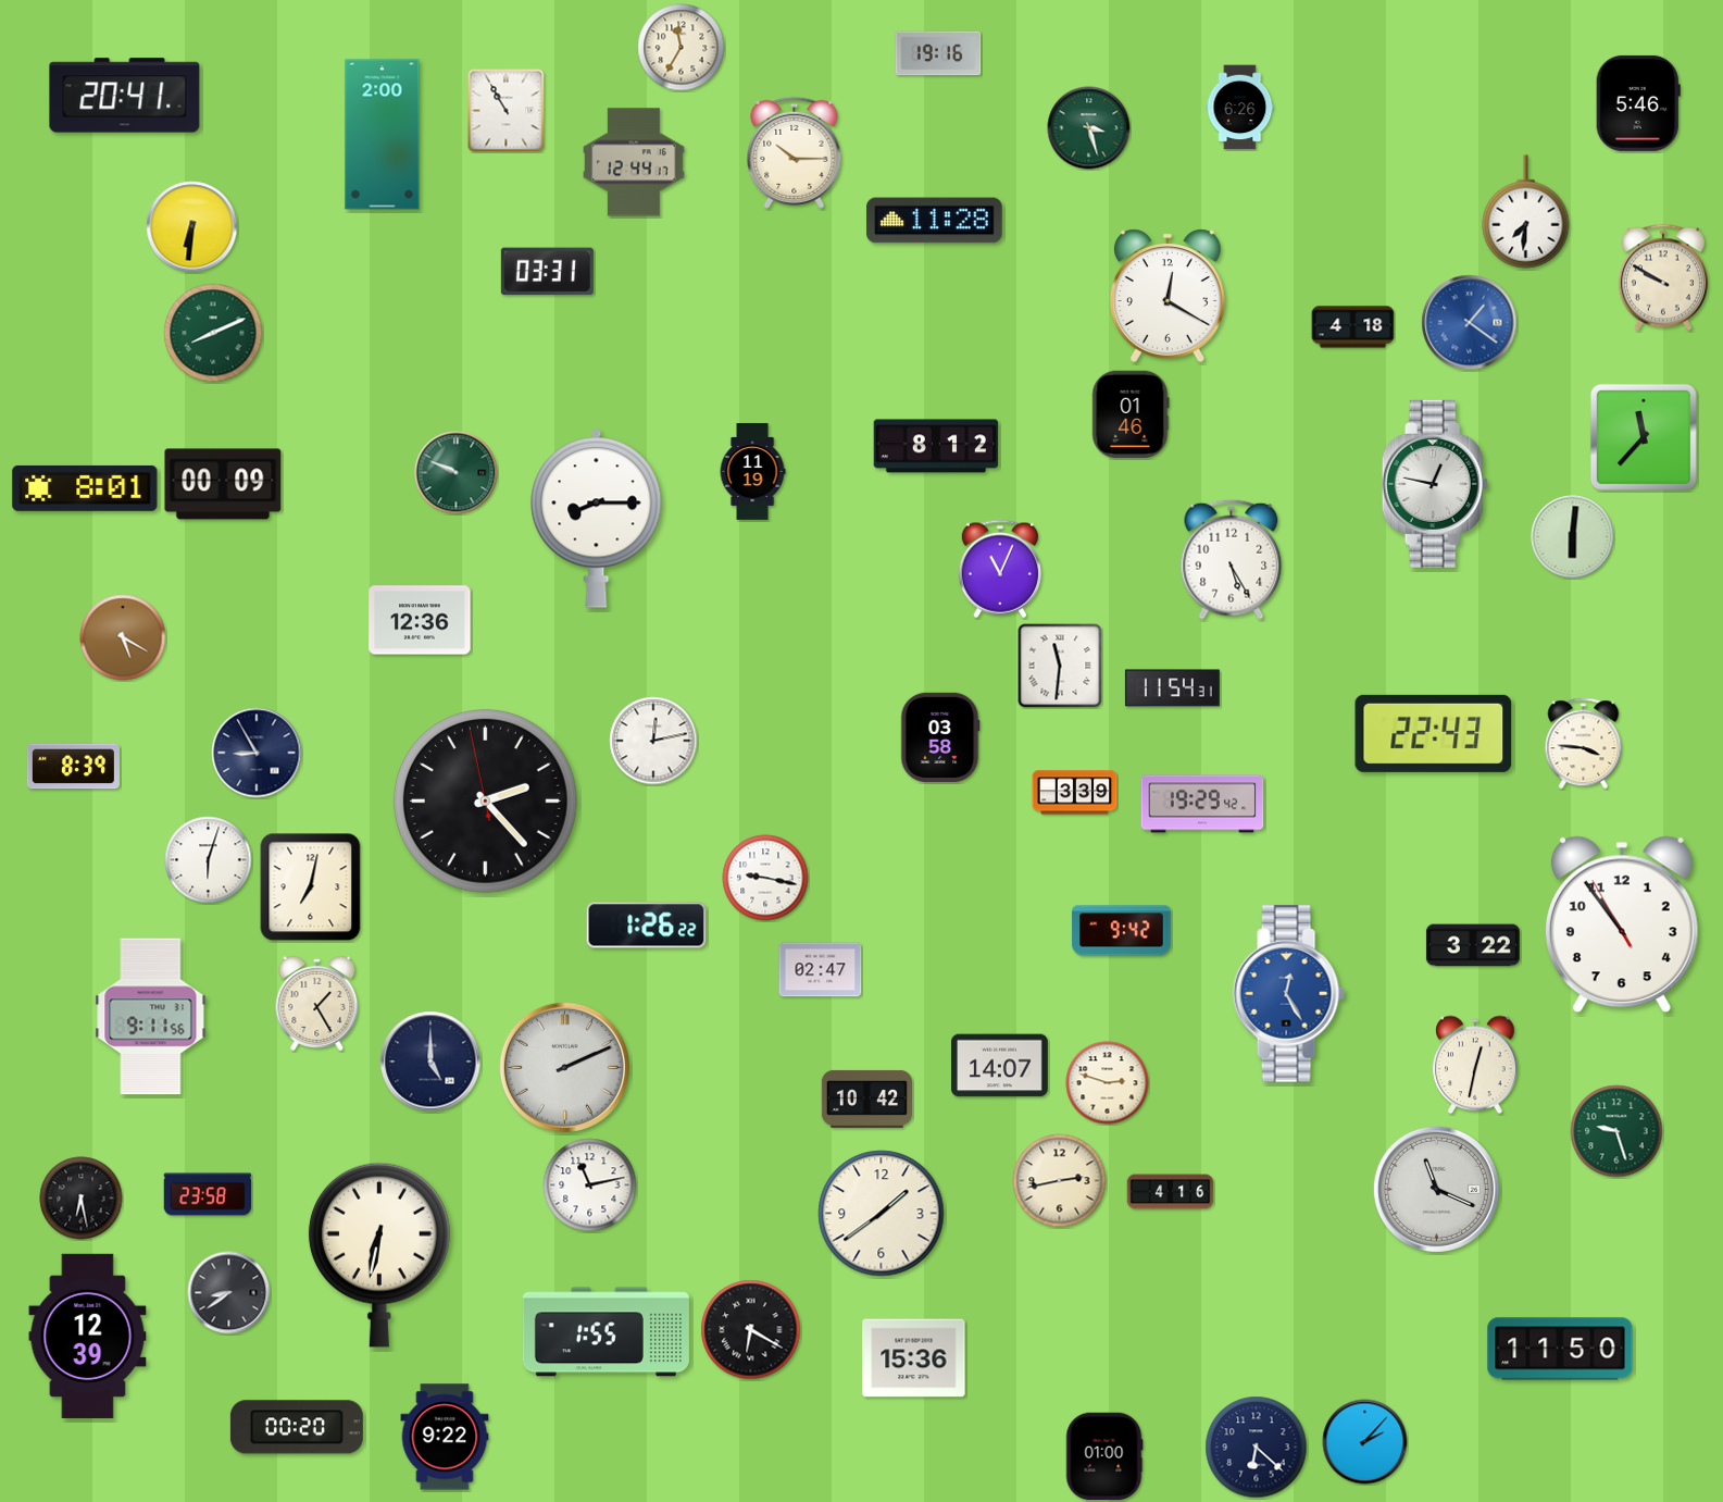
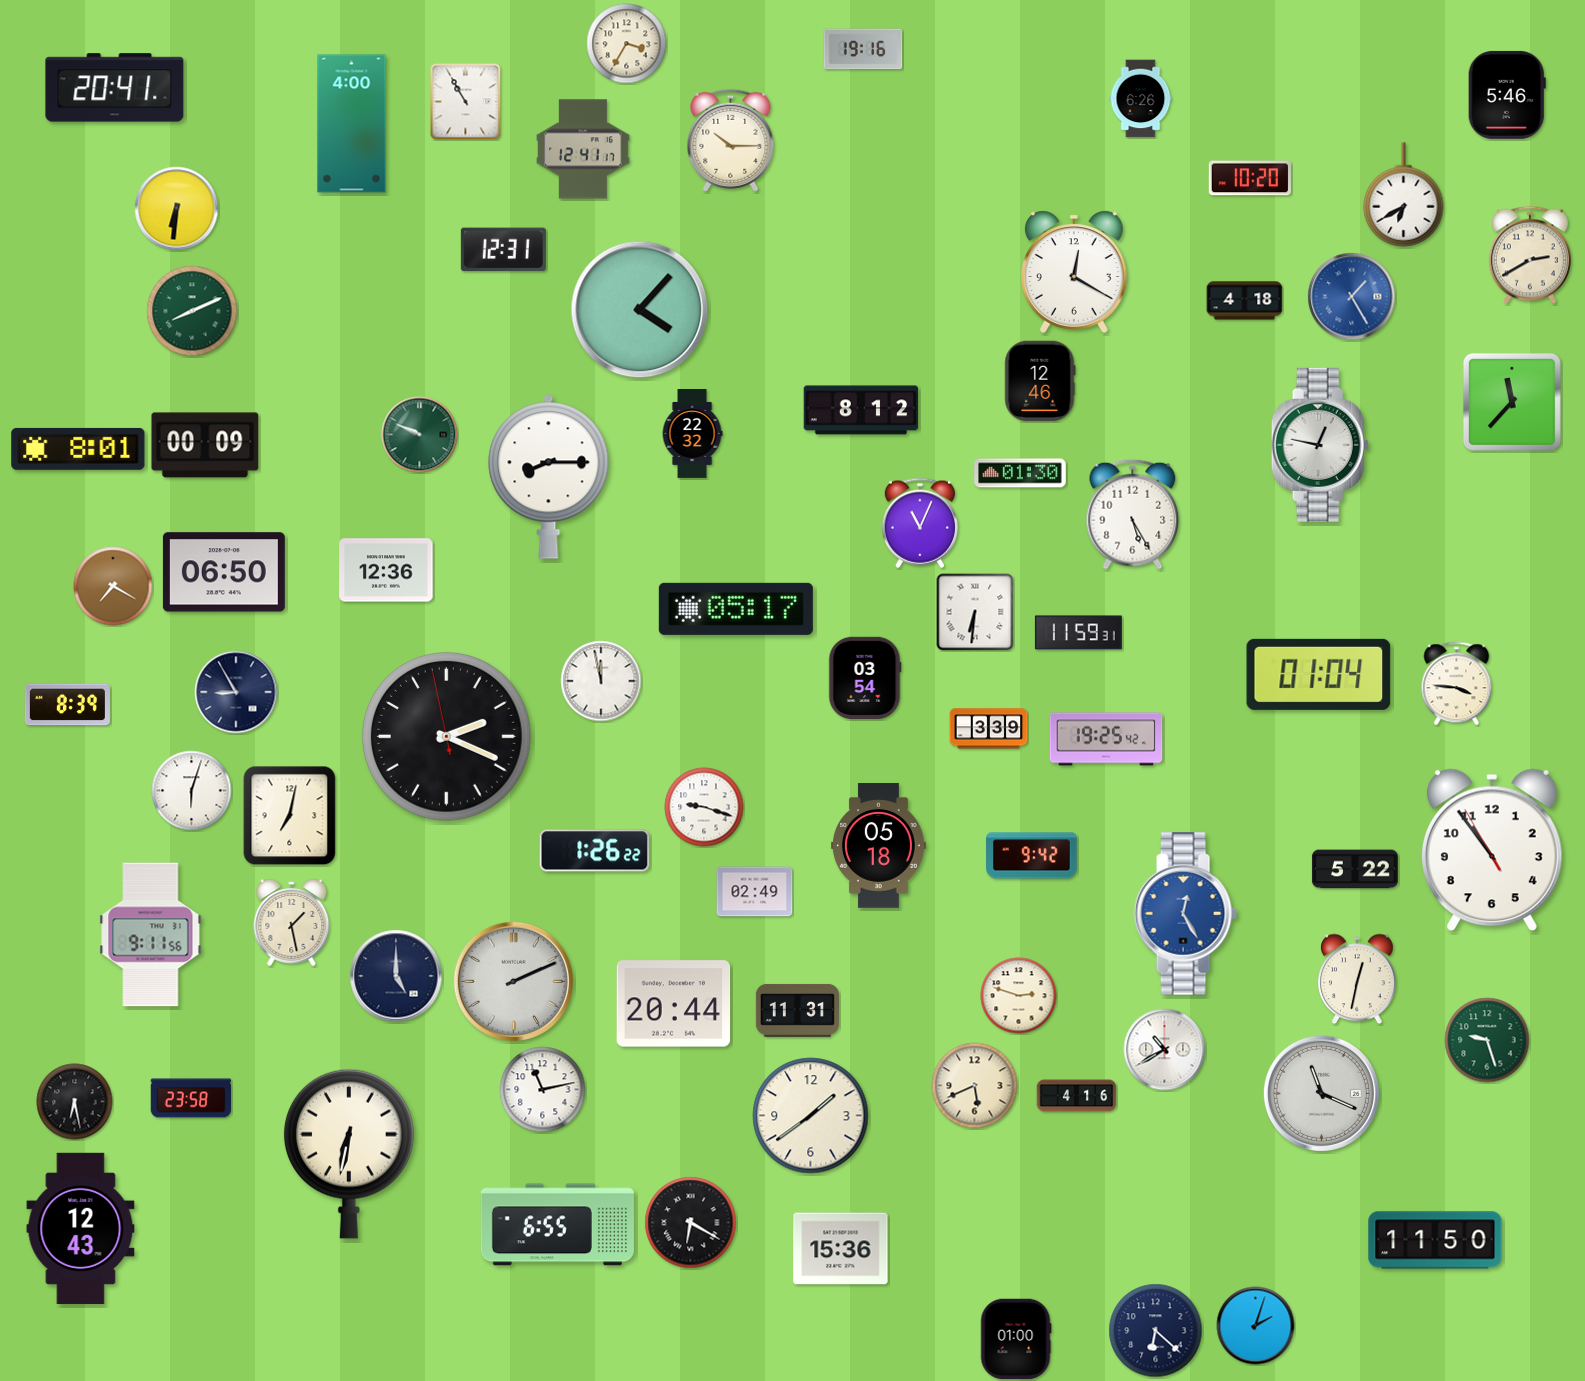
clock at (682, 48): 11:35 -> 3:35
clock at (1089, 128): 3:27 -> none
clock at (383, 135): 2:00 -> 4:00
clock at (634, 162): 12:44 -> 12:41
clock at (1250, 178): none -> 10:20
clock at (1526, 212): 7:31 -> 6:40
clock at (935, 221): 11:28 -> none
clock at (547, 272): 03:31 -> 12:31
clock at (1663, 277): 9:50 -> 2:40
clock at (1470, 323): 1:21 -> 1:25
clock at (213, 333) position: (213, 333) -> (192, 311)
clock at (640, 310): none -> 4:07
clock at (1131, 414): 01:46 -> 12:46
clock at (752, 472): 11:19 -> 22:32
clock at (1020, 473): none -> 01:30
clock at (1573, 537): 6:01 -> none
clock at (224, 572): none -> 06:50
clock at (123, 637): 5:20 -> 7:20
clock at (736, 609): none -> 05:17
clock at (1060, 666): 11:31 -> 6:31
clock at (1172, 688): 11:54 -> 11:59
clock at (1434, 733): 22:43 -> 01:04
clock at (940, 736): 03:58 -> 03:54
clock at (653, 741): 12:13 -> 11:58
clock at (486, 802): 2:22 -> 2:18
clock at (1202, 804): 19:29 -> 19:25
clock at (765, 878): 9:17 -> 9:18
clock at (311, 887) position: (311, 887) -> (290, 816)
clock at (878, 846): none -> 05:18
clock at (1473, 945): 3:22 -> 5:22
clock at (821, 970): 02:47 -> 02:49
clock at (317, 1004): 1:25 -> 1:28
clock at (151, 1017) position: (151, 1017) -> (151, 935)
clock at (1000, 1066): 14:07 -> none
clock at (564, 1067) position: (564, 1067) -> (513, 981)
clock at (674, 1004): none -> 20:44
clock at (866, 1098): 10:42 -> 11:31
clock at (1165, 1050): none -> 10:40
clock at (1060, 1181): 2:43 -> 5:41
clock at (229, 1293): 8:39 -> none
clock at (605, 1332): 1:55 -> 6:55
clock at (88, 1336): 12:39 -> 12:43
clock at (297, 1427): 00:20 -> none
clock at (445, 1437): 9:22 -> none
clock at (1365, 1442): 2:07 -> 2:03
